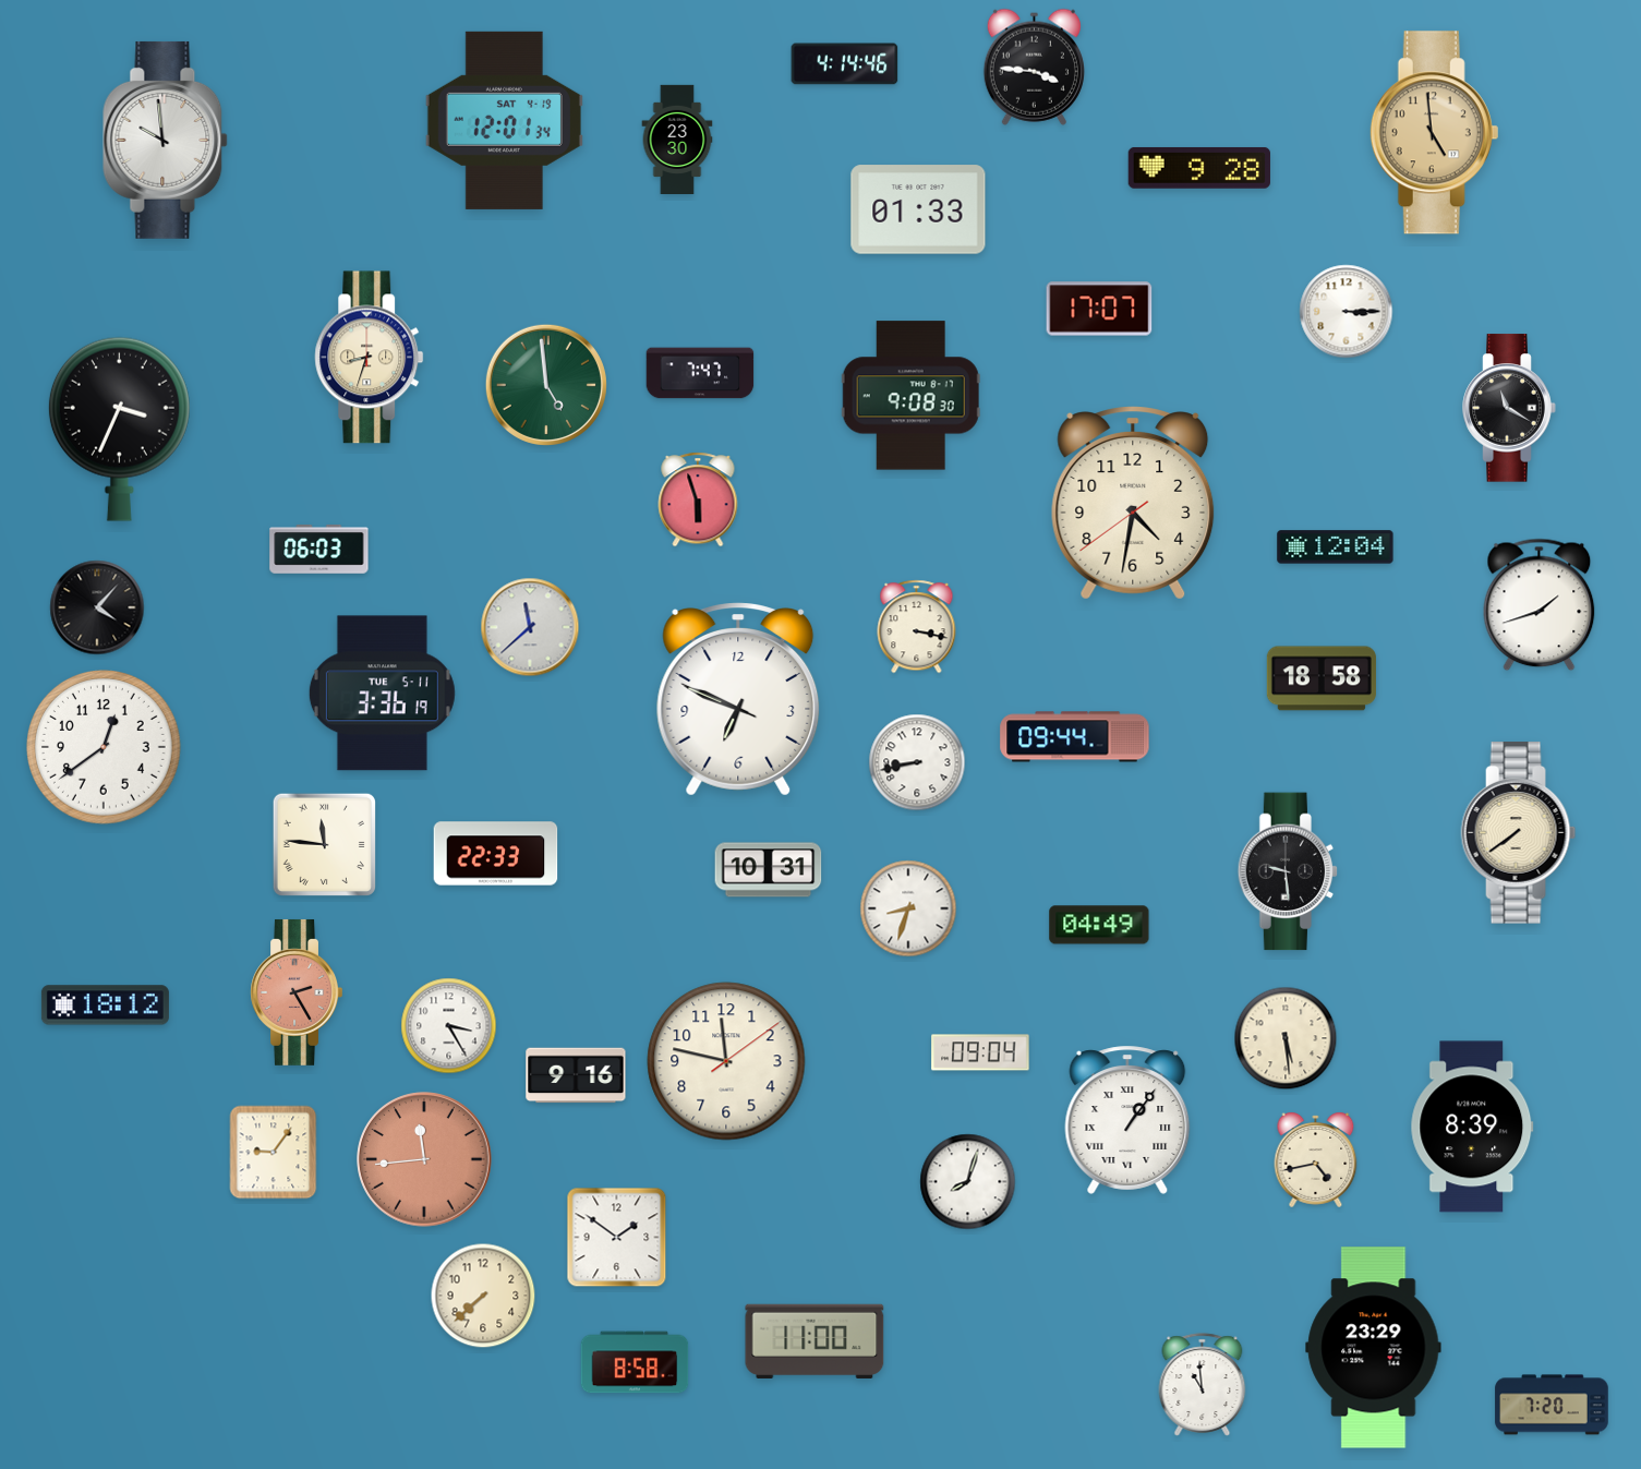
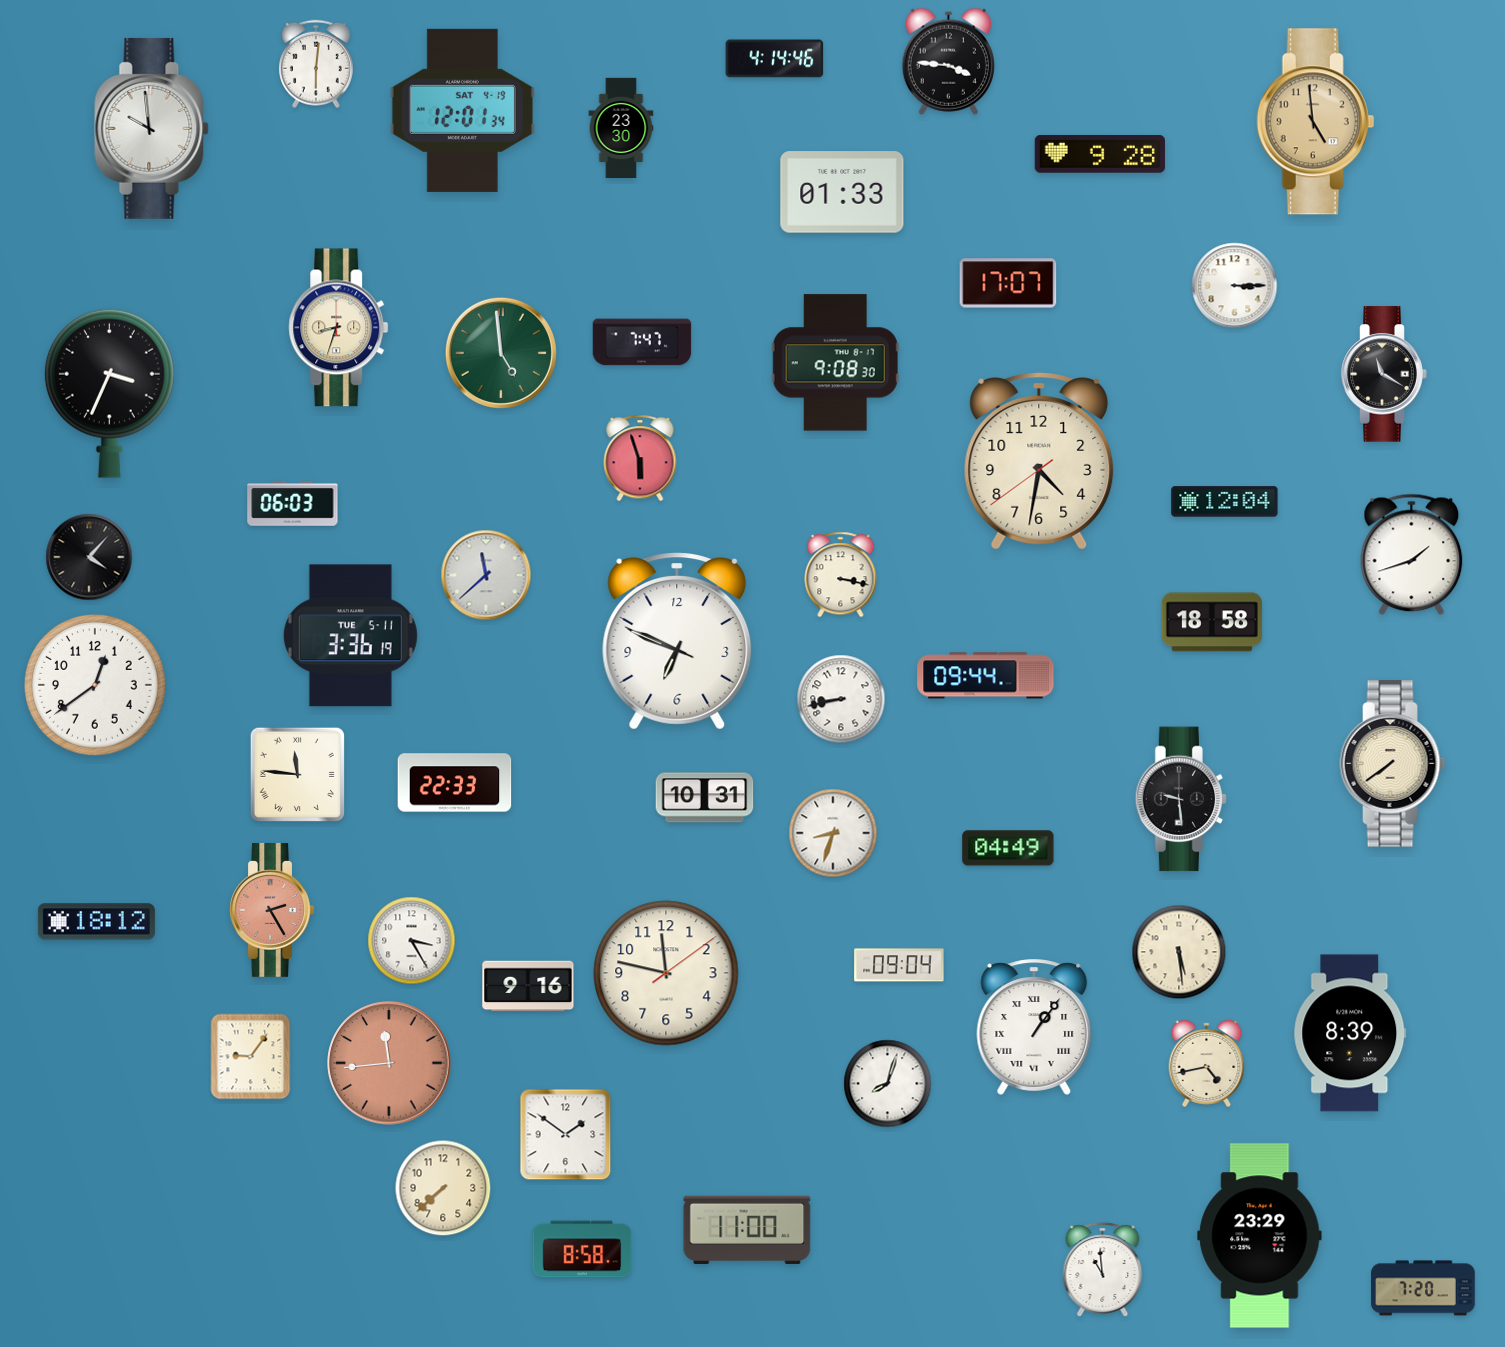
clock at (316, 64): none -> 6:01
